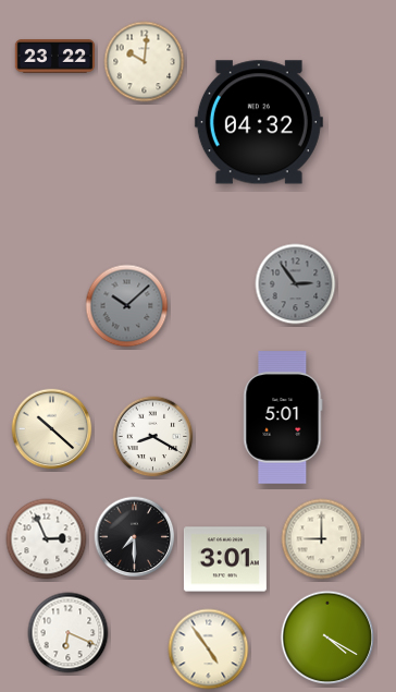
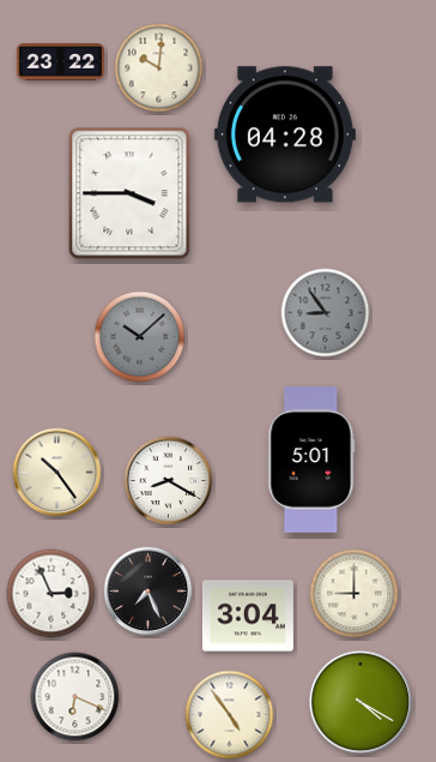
clock at (259, 122): 04:32 -> 04:28
clock at (129, 193): none -> 3:45
clock at (296, 284): 2:54 -> 8:54
clock at (52, 429): 10:22 -> 10:24
clock at (135, 537): 7:30 -> 7:26
clock at (225, 559): 3:01 -> 3:04
